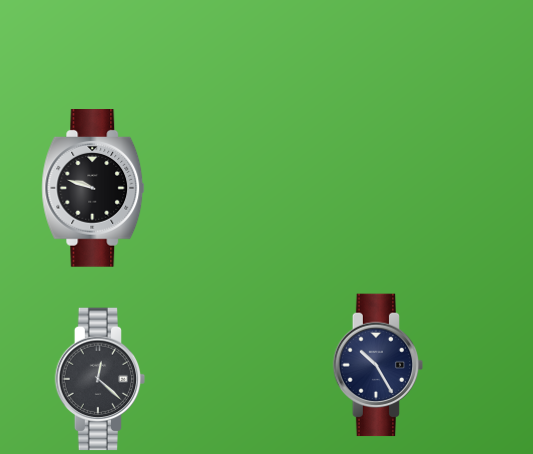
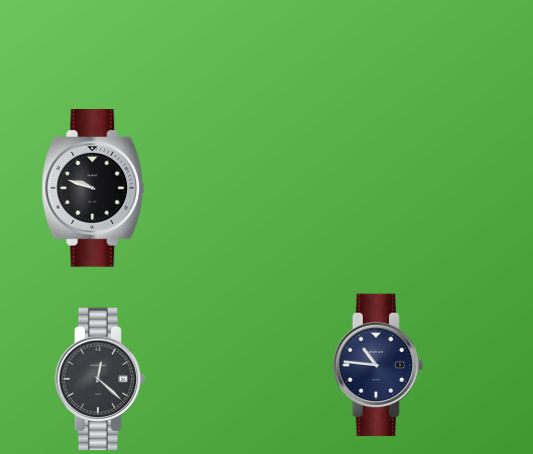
clock at (378, 365): 10:25 -> 10:46
